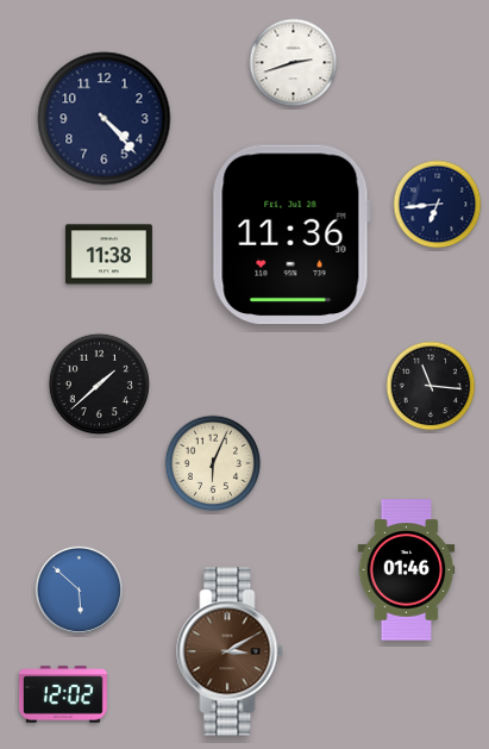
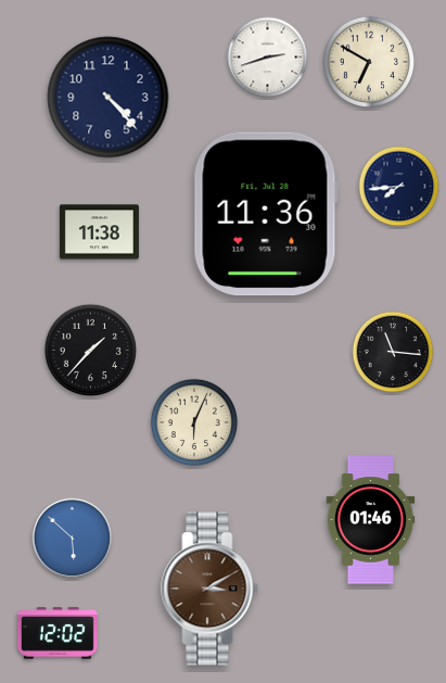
clock at (368, 61): none -> 6:50
clock at (105, 119) position: (105, 119) -> (109, 98)
clock at (438, 205): 6:44 -> 7:44
clock at (99, 383): 1:38 -> 1:37
clock at (230, 651) position: (230, 651) -> (209, 589)
